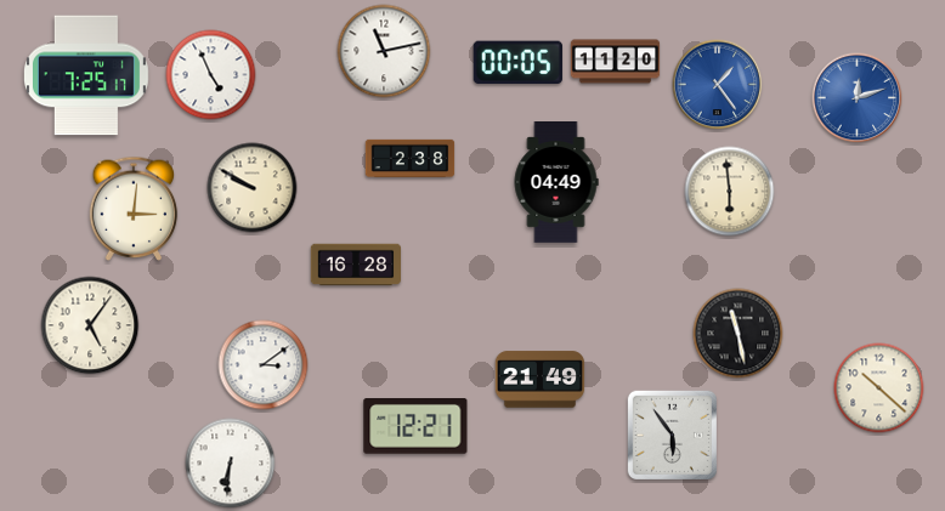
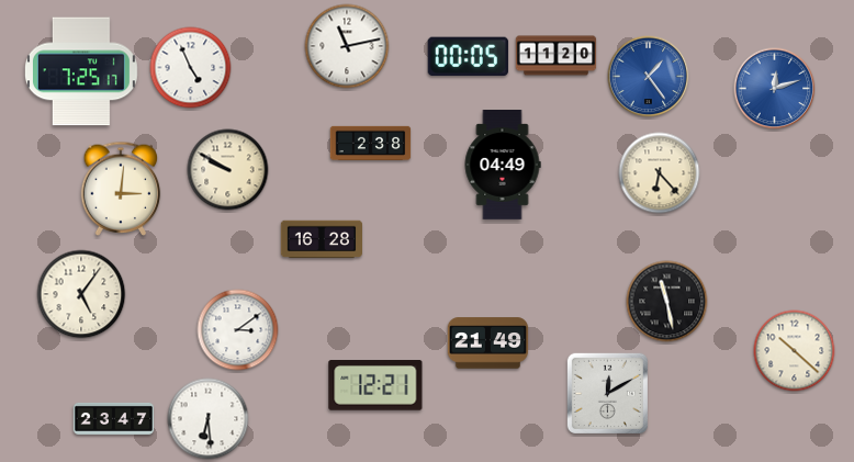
clock at (86, 75) position: (86, 75) -> (81, 71)
clock at (730, 192): 5:59 -> 6:23
clock at (672, 435): 5:54 -> 12:10
clock at (114, 418): none -> 23:47
clock at (231, 464): 6:31 -> 6:29
